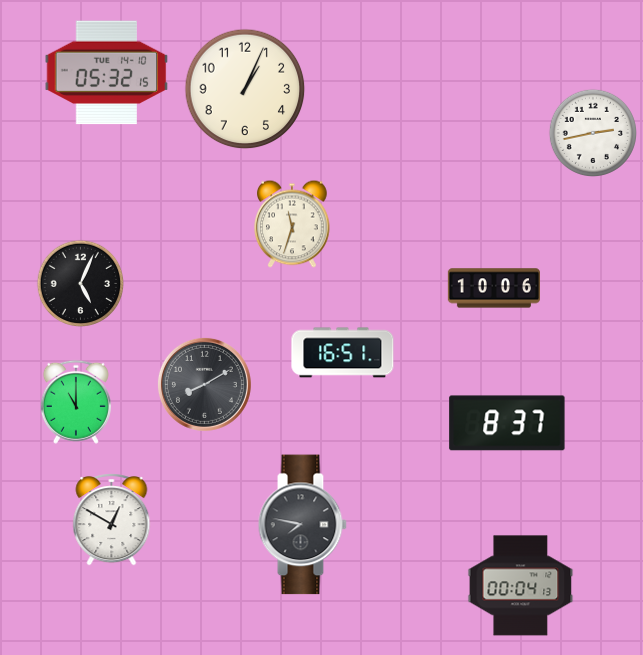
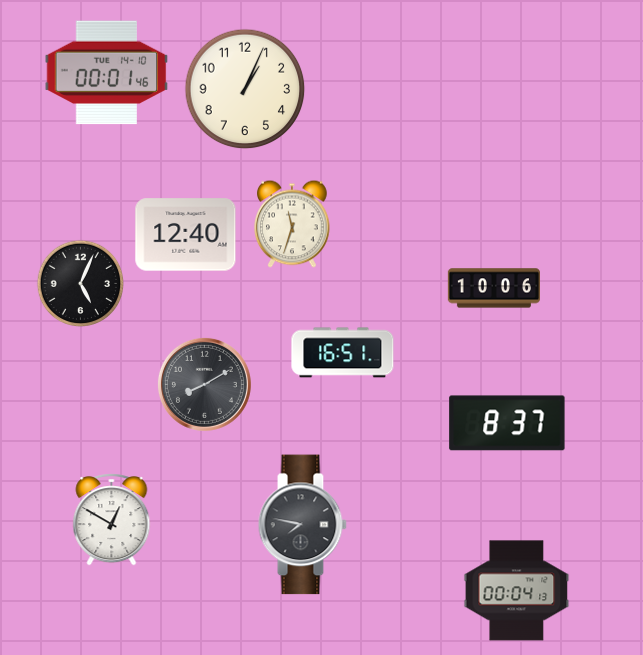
clock at (107, 73): 05:32 -> 00:01
clock at (592, 132): 2:43 -> none
clock at (186, 235): none -> 12:40
clock at (76, 402): 11:00 -> none
clock at (521, 586) position: (521, 586) -> (517, 591)
